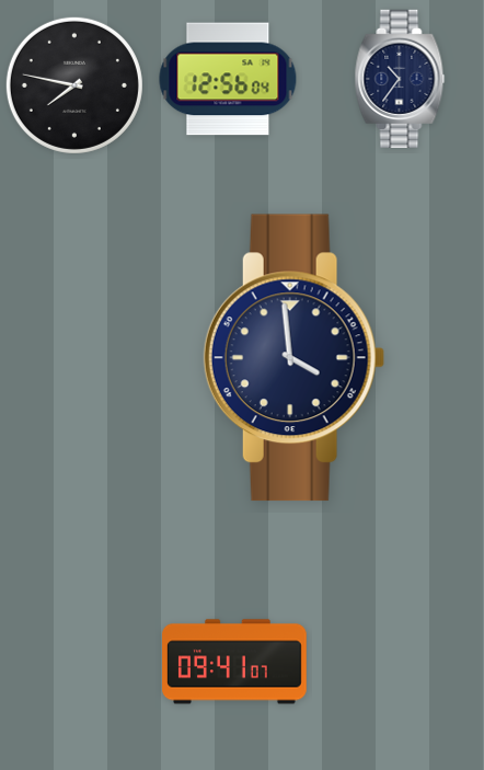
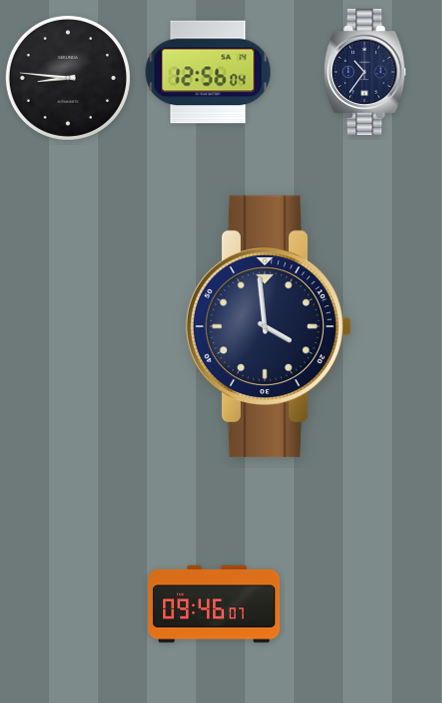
clock at (74, 85): 7:47 -> 8:46
clock at (234, 662): 09:41 -> 09:46
